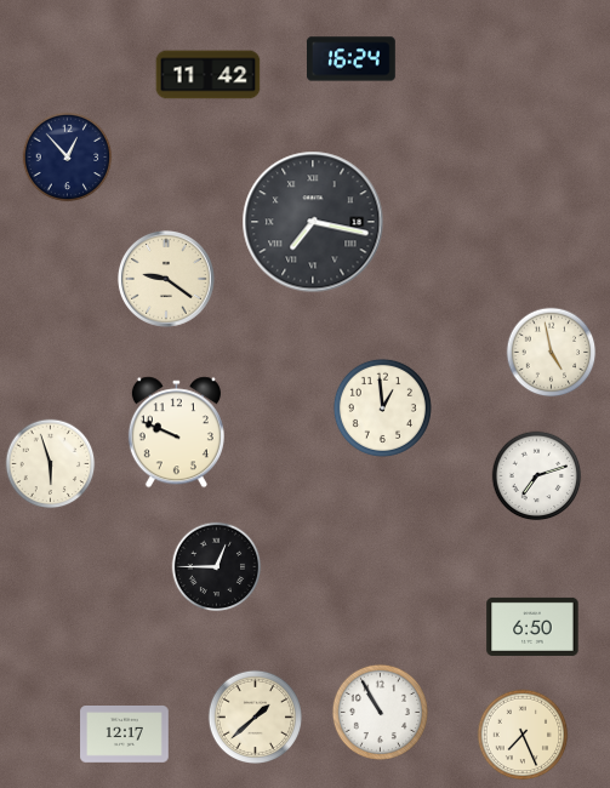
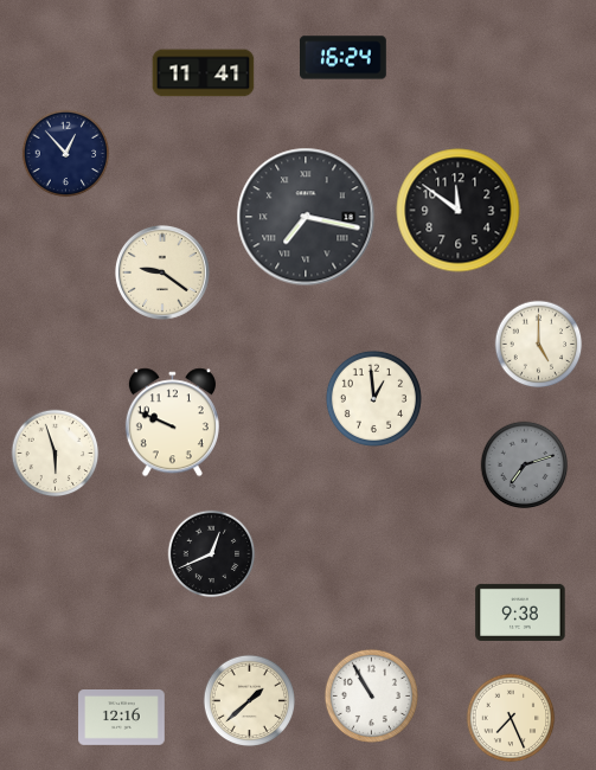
clock at (209, 75): 11:42 -> 11:41
clock at (459, 211): none -> 11:51
clock at (552, 353): 4:58 -> 5:00
clock at (51, 464) position: (51, 464) -> (56, 454)
clock at (537, 476) dial: white -> grey
clock at (217, 567): 12:45 -> 12:41
clock at (532, 627): 6:50 -> 9:38
clock at (125, 735): 12:17 -> 12:16
